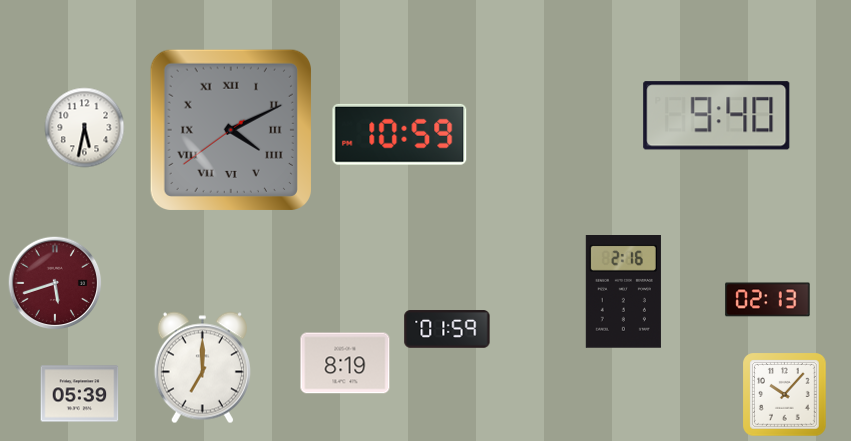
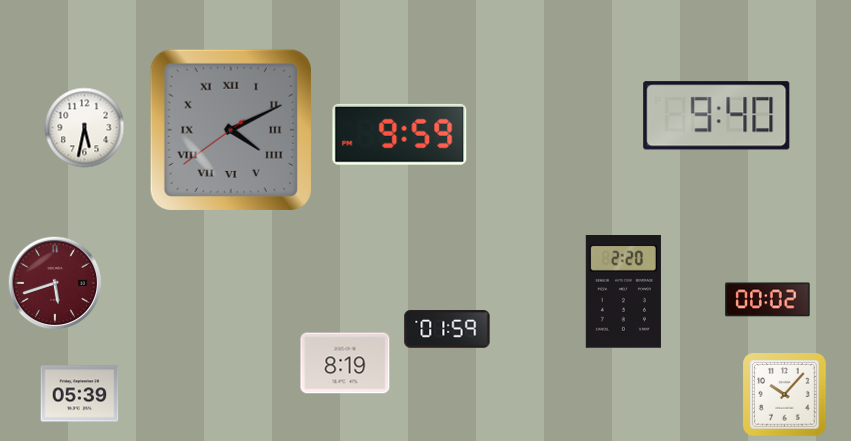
clock at (400, 134): 10:59 -> 9:59
clock at (623, 292): 2:16 -> 2:20
clock at (768, 300): 02:13 -> 00:02
clock at (202, 368): 7:00 -> none
